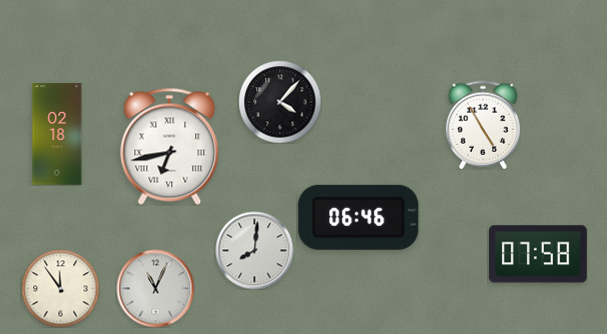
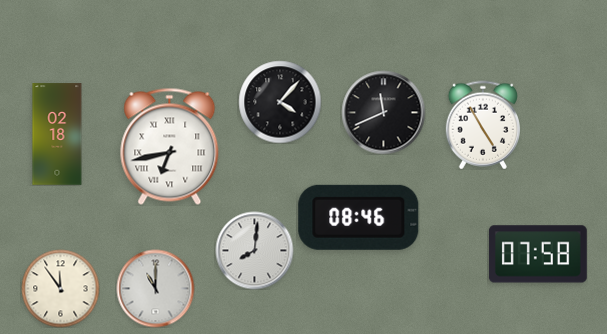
clock at (383, 112): none -> 11:41
clock at (359, 217): 06:46 -> 08:46
clock at (155, 288): 11:04 -> 11:00
